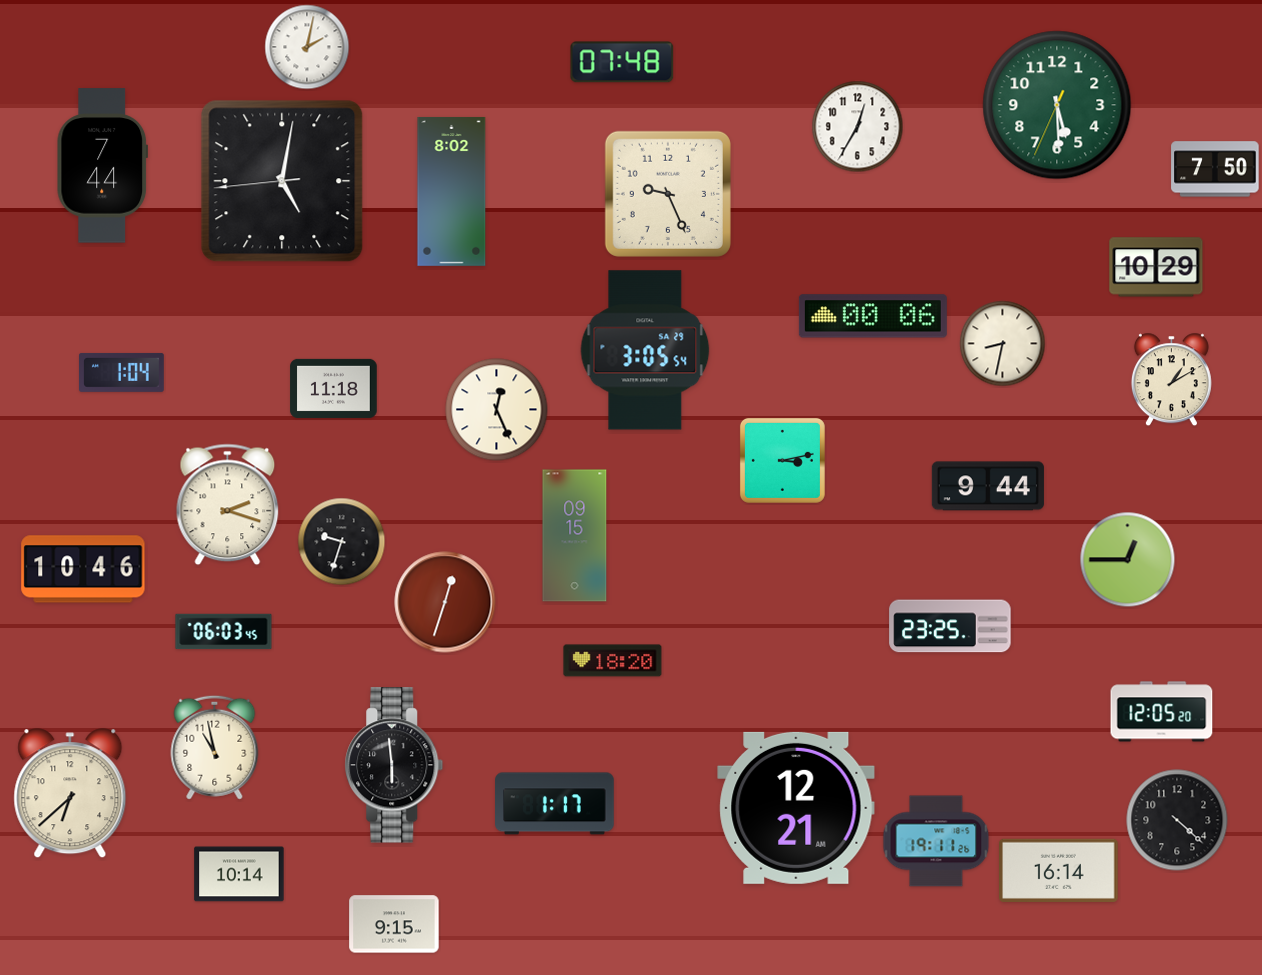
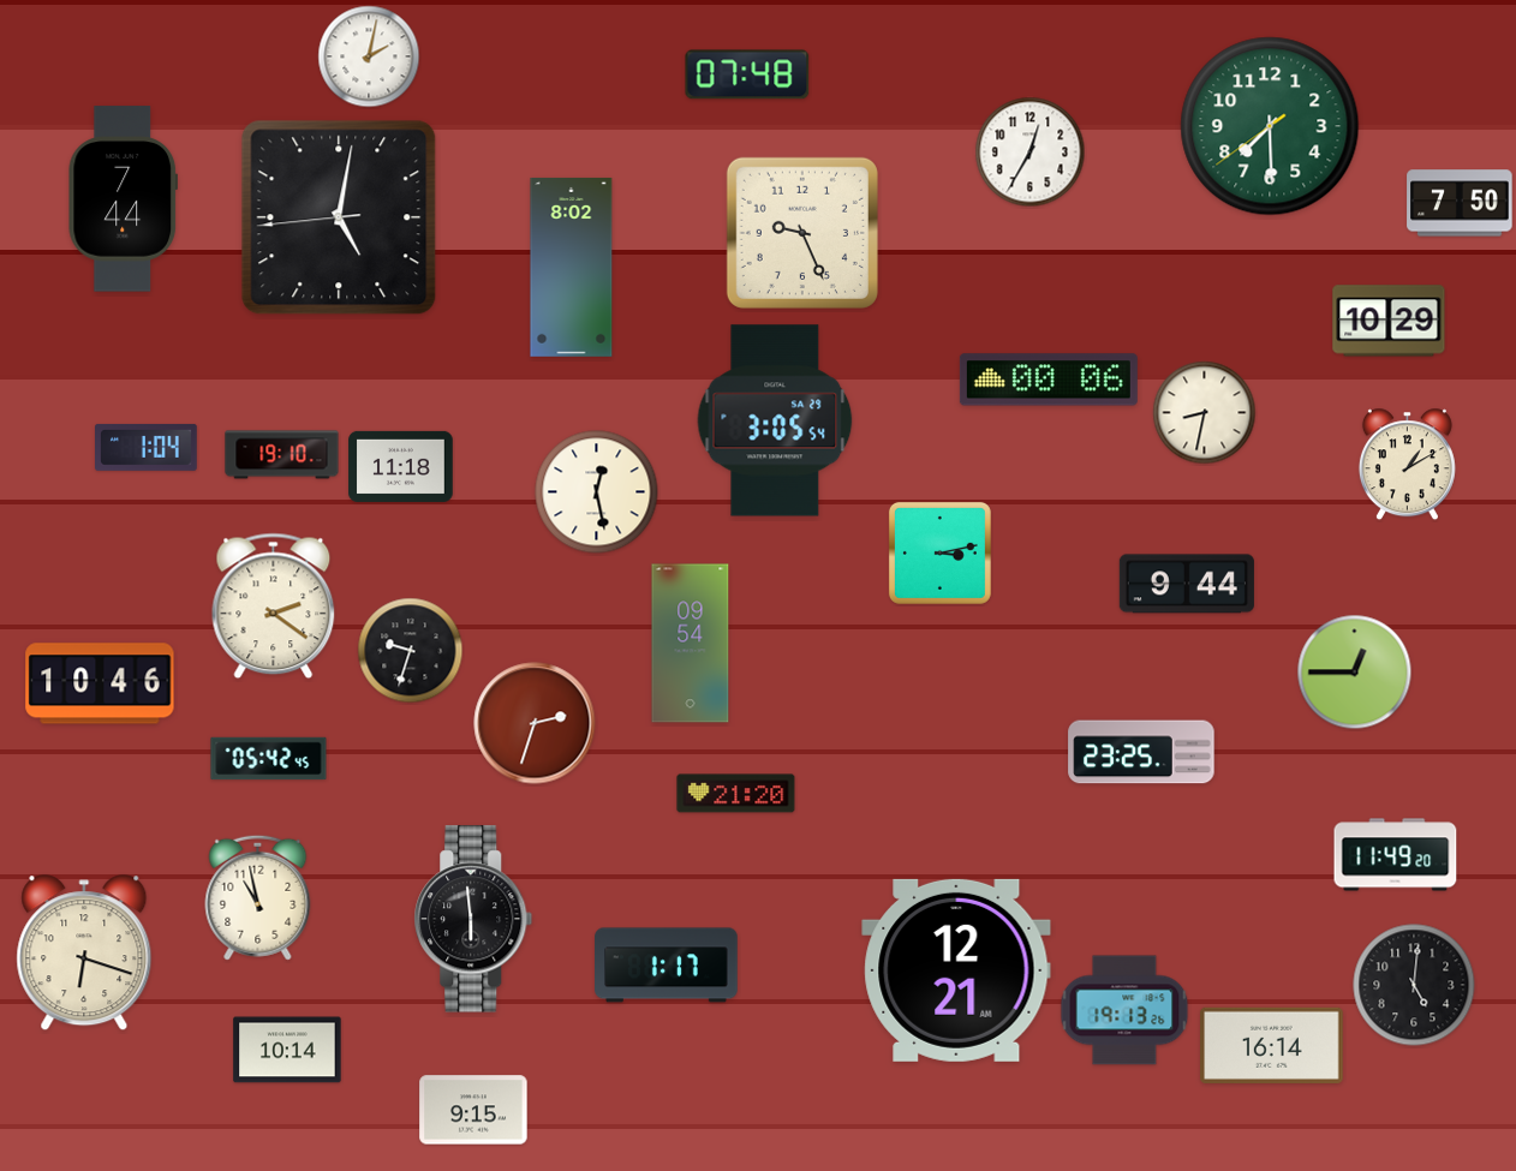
clock at (1057, 105): 5:29 -> 7:29
clock at (452, 191) position: (452, 191) -> (572, 267)
clock at (282, 455): none -> 19:10
clock at (1171, 380) position: (1171, 380) -> (1407, 465)
clock at (497, 410): 12:26 -> 12:28
clock at (228, 505): 2:18 -> 2:21
clock at (575, 536): 09:15 -> 09:54
clock at (445, 602): 12:33 -> 2:33
clock at (224, 632): 06:03 -> 05:42
clock at (613, 661): 18:20 -> 21:20
clock at (1162, 712): 12:05 -> 11:49
clock at (70, 794): 6:38 -> 6:18
clock at (1177, 820): 4:22 -> 5:01
clock at (936, 841): 19:11 -> 19:13
